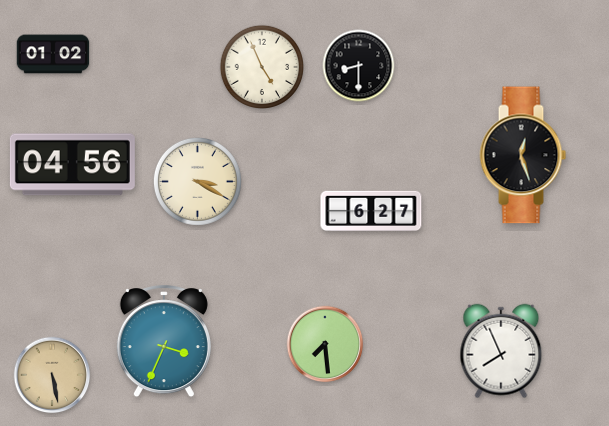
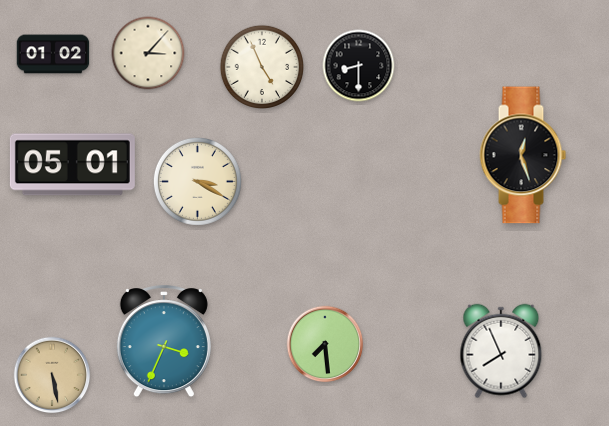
clock at (148, 53): none -> 3:07
clock at (72, 165): 04:56 -> 05:01
clock at (371, 211): 6:27 -> none
